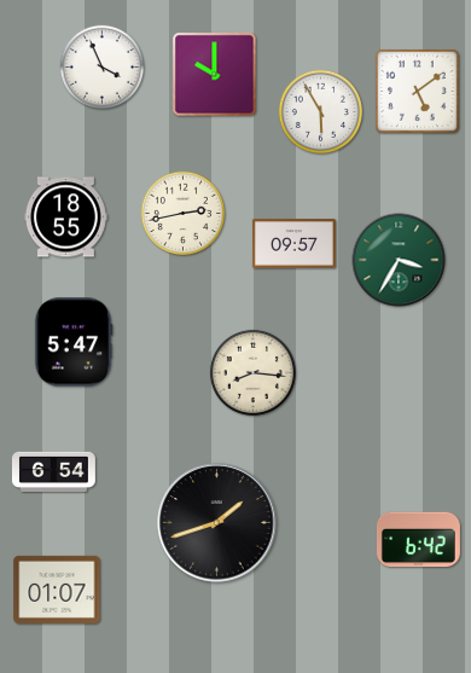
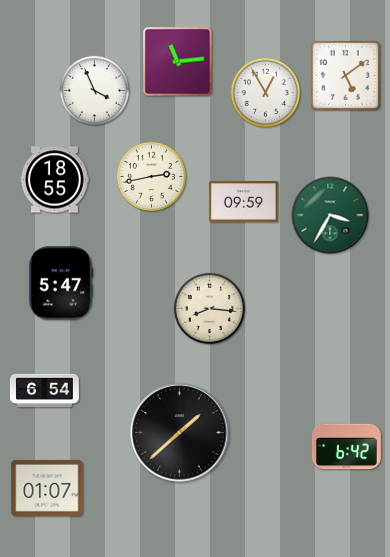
clock at (103, 68) position: (103, 68) -> (95, 91)
clock at (215, 75): 10:00 -> 11:14
clock at (321, 112): 5:55 -> 12:55
clock at (293, 244): 09:57 -> 09:59
clock at (217, 523): 1:42 -> 1:38
